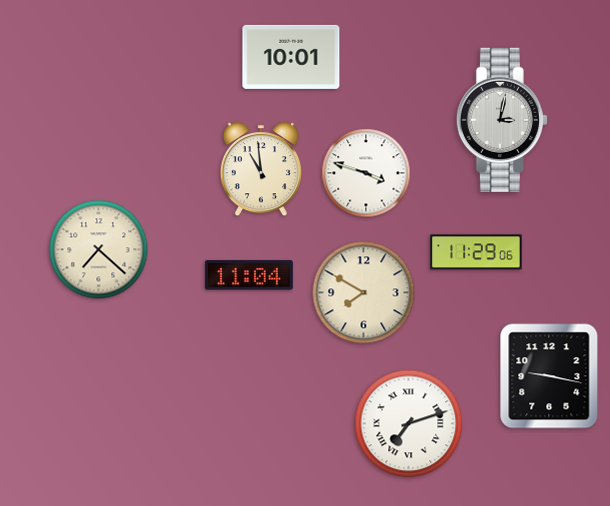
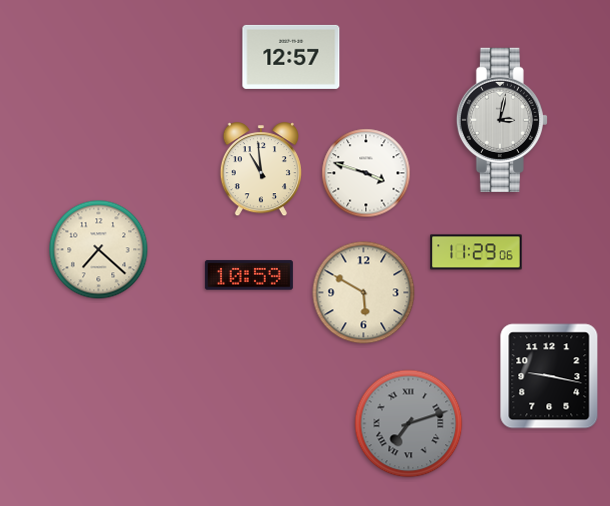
clock at (291, 57): 10:01 -> 12:57
clock at (249, 275): 11:04 -> 10:59
clock at (364, 293): 7:50 -> 5:50
clock at (409, 424) dial: white -> grey
